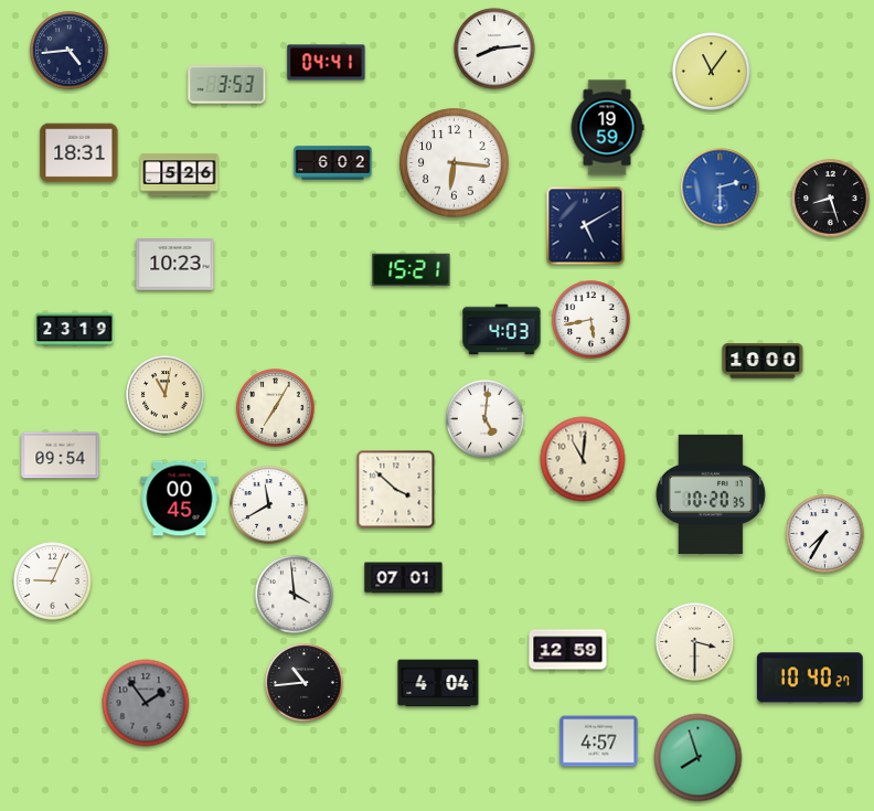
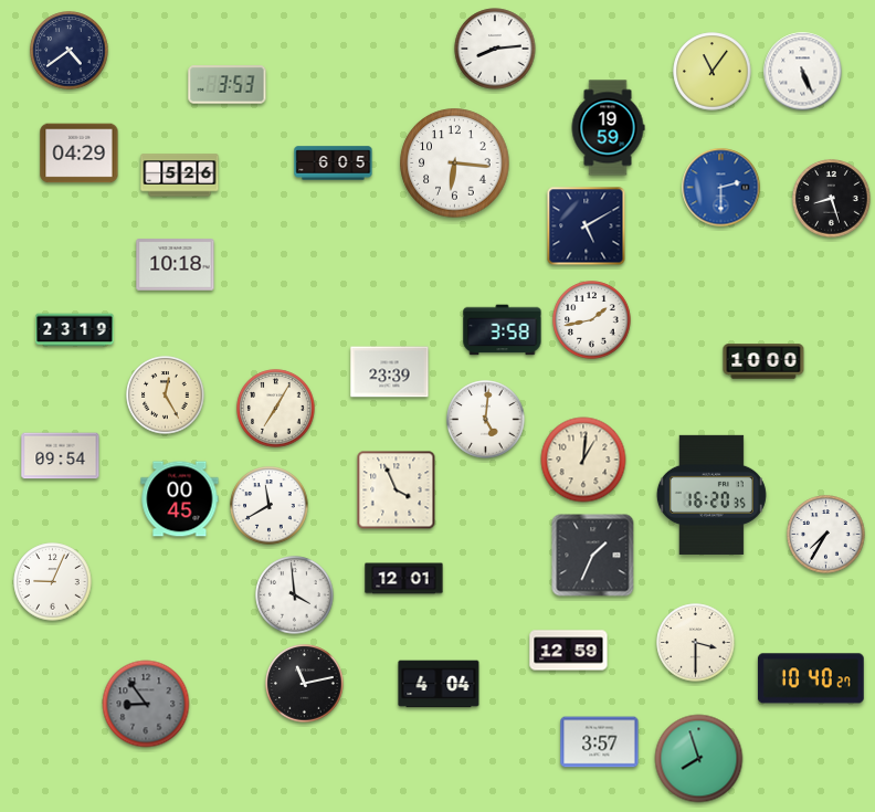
clock at (70, 51): 4:44 -> 4:39
clock at (327, 63): 04:41 -> none
clock at (803, 72): none -> 5:26
clock at (79, 153): 18:31 -> 04:29
clock at (333, 163): 6:02 -> 6:05
clock at (175, 265): 10:23 -> 10:18
clock at (412, 270): 15:21 -> none
clock at (591, 320): 5:43 -> 1:43
clock at (502, 330): 4:03 -> 3:58
clock at (390, 372): none -> 23:39
clock at (166, 395): 11:02 -> 12:25
clock at (583, 459): 11:01 -> 1:01
clock at (396, 490): 3:52 -> 3:56
clock at (711, 494): 10:20 -> 16:20
clock at (593, 556): none -> 1:34
clock at (404, 578): 07:01 -> 12:01
clock at (305, 683): 10:44 -> 11:13
clock at (146, 703): 1:54 -> 8:54
clock at (599, 741): 4:57 -> 3:57
